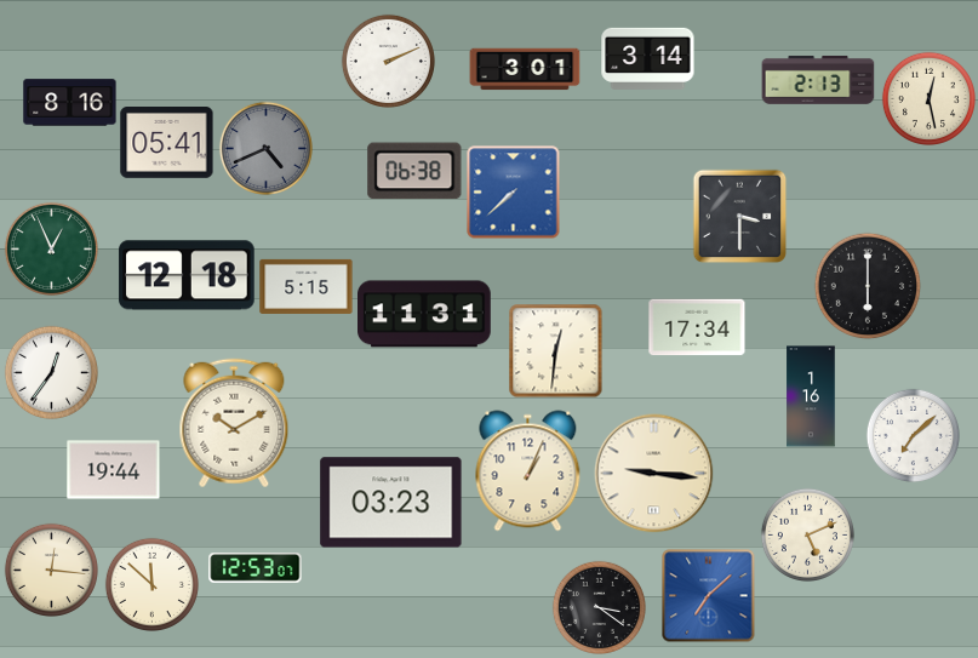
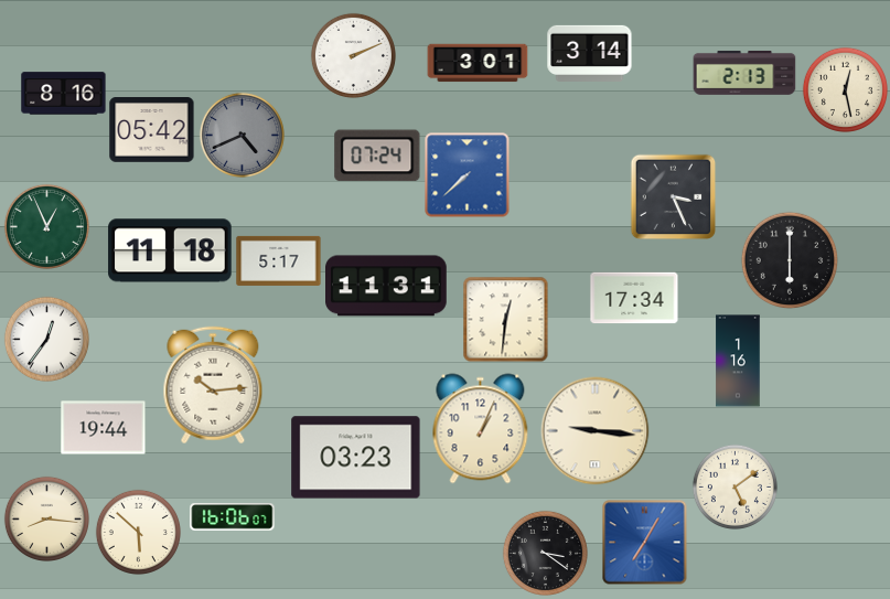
clock at (167, 143): 05:41 -> 05:42
clock at (414, 171): 06:38 -> 07:24
clock at (739, 216): 3:30 -> 3:26
clock at (187, 275): 12:18 -> 11:18
clock at (307, 286): 5:15 -> 5:17
clock at (234, 423): 10:10 -> 10:14
clock at (913, 435): 7:08 -> none
clock at (807, 534): 5:11 -> 5:09
clock at (256, 568): 12:53 -> 16:06
clock at (51, 570): 12:16 -> 8:16
clock at (151, 584): 11:52 -> 5:52
clock at (709, 596): 7:08 -> 7:05
